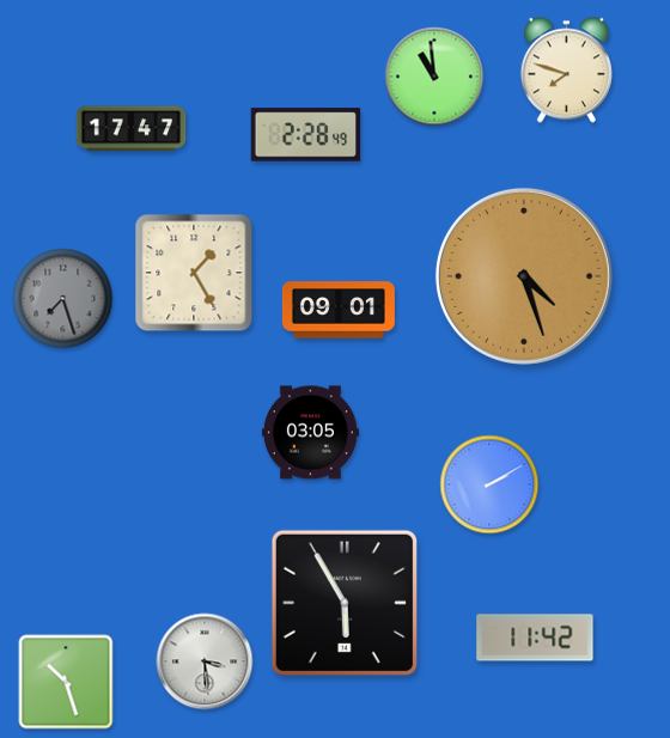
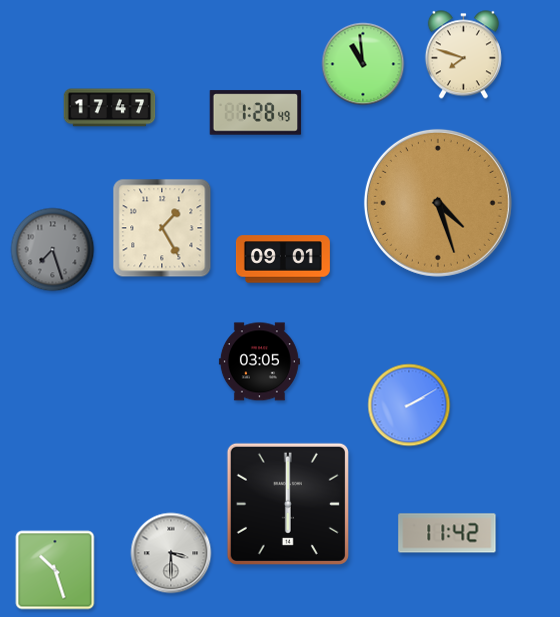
clock at (566, 71) position: (566, 71) -> (463, 55)
clock at (306, 135): 2:28 -> 1:28
clock at (524, 276) position: (524, 276) -> (438, 203)
clock at (345, 603): 5:55 -> 6:00
clock at (205, 661): 3:29 -> 3:30
